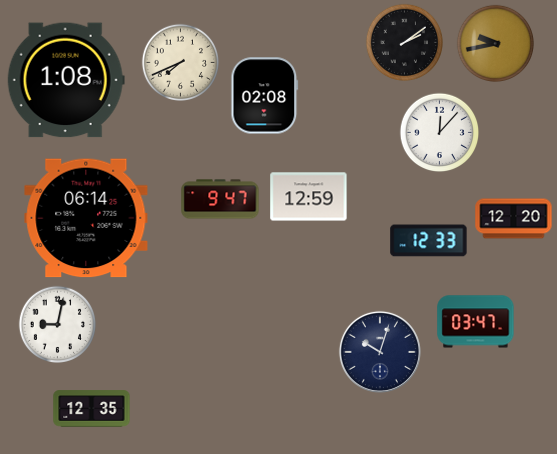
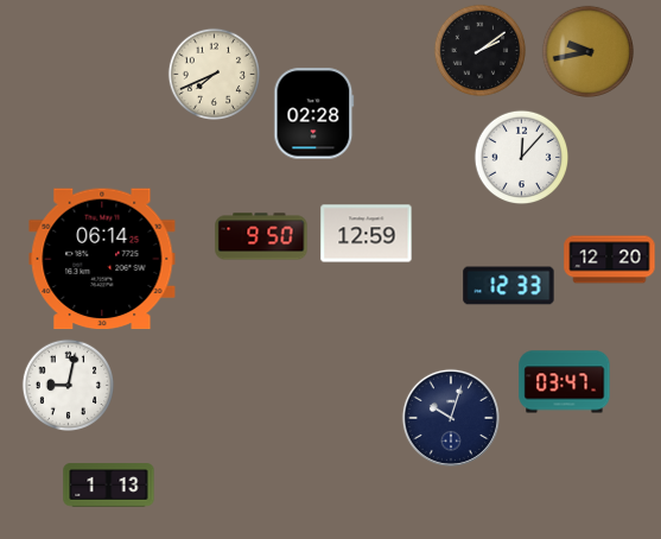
clock at (66, 80): 1:08 -> none
clock at (265, 96): 02:08 -> 02:28
clock at (220, 199): 9:47 -> 9:50
clock at (92, 409): 12:35 -> 1:13
